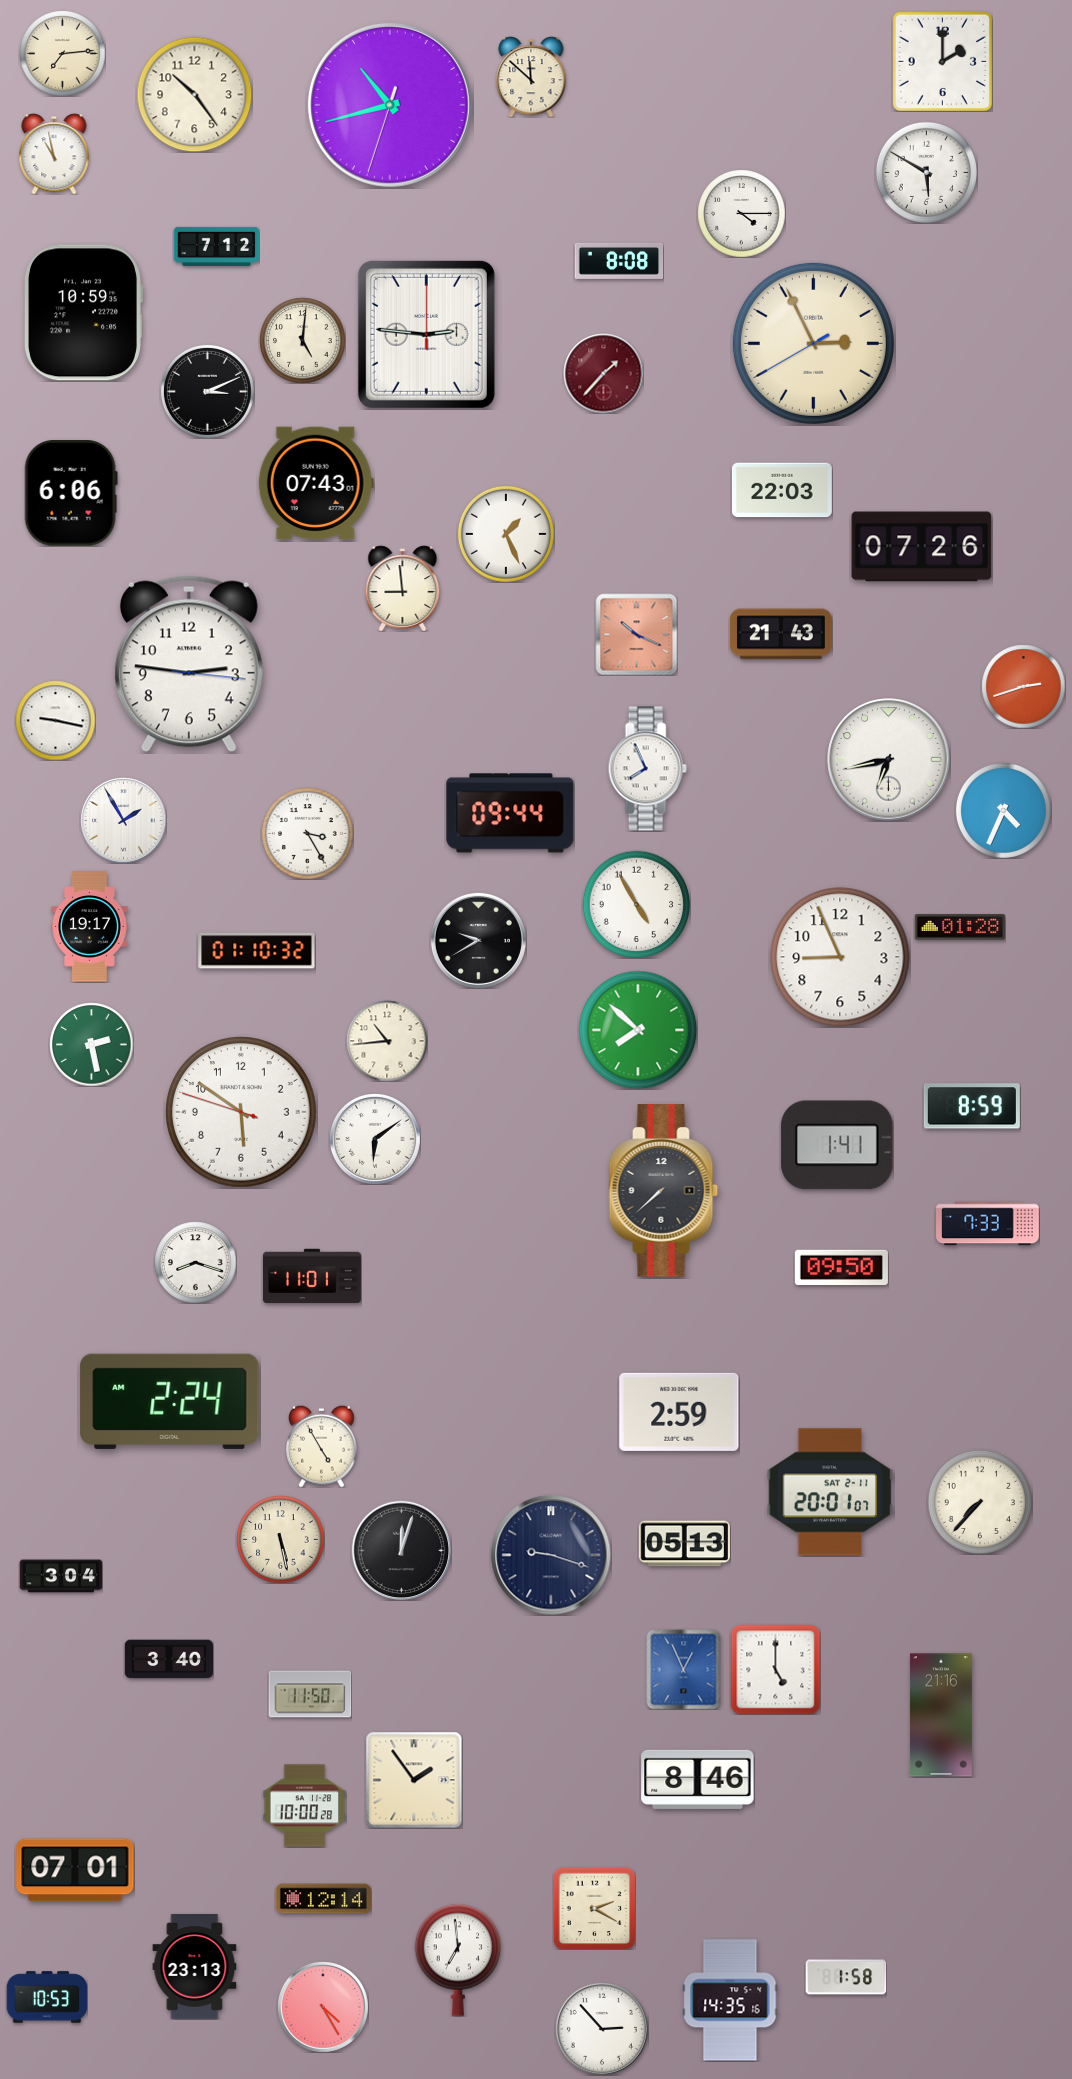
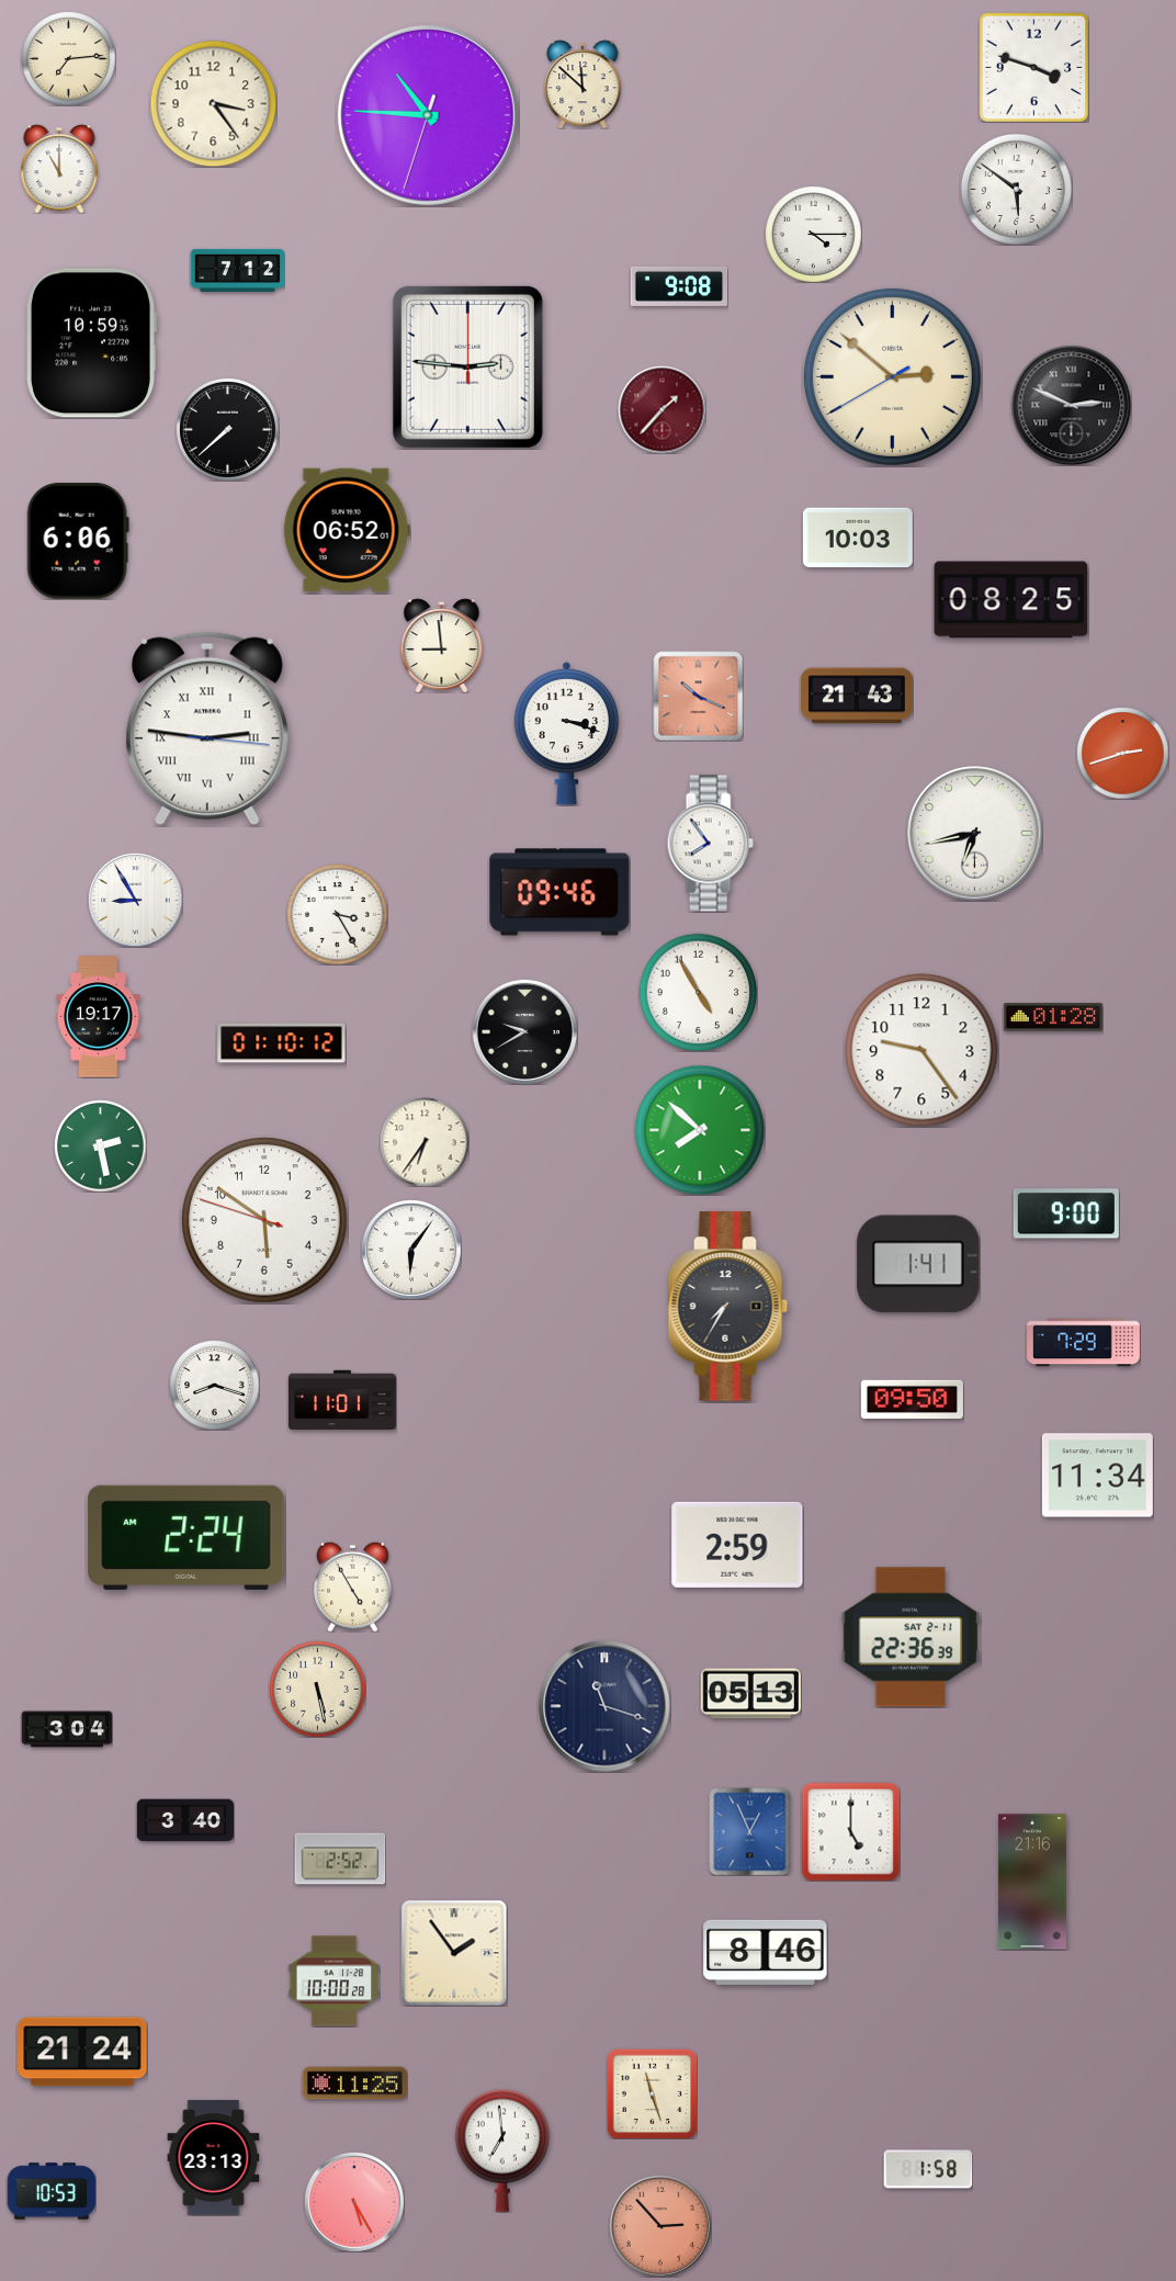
clock at (942, 61): 2:00 -> 3:48
clock at (194, 94): 10:24 -> 3:24
clock at (390, 105): 10:42 -> 10:45
clock at (54, 154): 10:58 -> 11:00
clock at (926, 172): 5:50 -> 5:51
clock at (619, 261): 8:08 -> 9:08
clock at (302, 340): 5:01 -> none
clock at (813, 343): 2:55 -> 2:51
clock at (1071, 405): none -> 2:49
clock at (207, 391): 3:11 -> 7:38
clock at (316, 483): 07:43 -> 06:52
clock at (782, 490): 22:03 -> 10:03
clock at (506, 534): 1:26 -> none
clock at (922, 547): 07:26 -> 08:25
clock at (189, 664) numerals: Arabic -> Roman
clock at (567, 733): none -> 3:18
clock at (55, 720): 9:17 -> none
clock at (647, 769): 7:56 -> 7:54
clock at (1003, 810): 4:34 -> none
clock at (510, 813): 09:44 -> 09:46
clock at (123, 820): 1:55 -> 8:55
clock at (257, 951): 01:10:32 -> 01:10:12
clock at (840, 957): 8:56 -> 9:24
clock at (387, 1041): 10:44 -> 6:36
clock at (972, 1106): 8:59 -> 9:00
clock at (375, 1139): 6:09 -> 6:06
clock at (837, 1145) position: (837, 1145) -> (918, 1264)
clock at (664, 1191): 7:38 -> 7:35
clock at (988, 1224): 7:33 -> 7:29
clock at (841, 1267) position: (841, 1267) -> (912, 1399)
clock at (1097, 1476): none -> 11:34
clock at (679, 1412) position: (679, 1412) -> (737, 1545)
clock at (830, 1492): 20:01 -> 22:36
clock at (979, 1501): 7:37 -> none
clock at (280, 1539) position: (280, 1539) -> (317, 1689)
clock at (401, 1550): 12:03 -> none
clock at (551, 1555): 9:18 -> 11:18
clock at (310, 1694): 11:50 -> 2:52
clock at (75, 1870): 07:01 -> 21:24
clock at (323, 1899): 12:14 -> 11:25
clock at (594, 1908): 2:20 -> 11:27
clock at (730, 2000): 14:35 -> none
clock at (323, 2007): 4:25 -> 5:25
clock at (602, 2029) dial: white -> salmon
